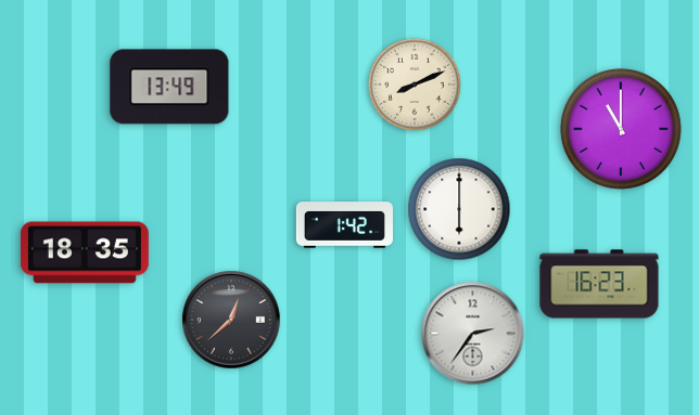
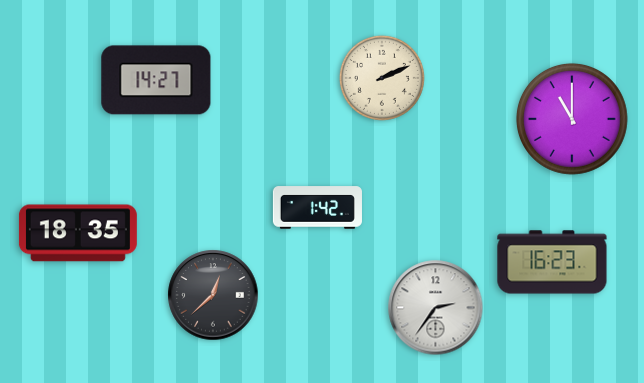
clock at (415, 85): 8:11 -> 2:11
clock at (169, 87): 13:49 -> 14:27
clock at (459, 209): 6:00 -> none
